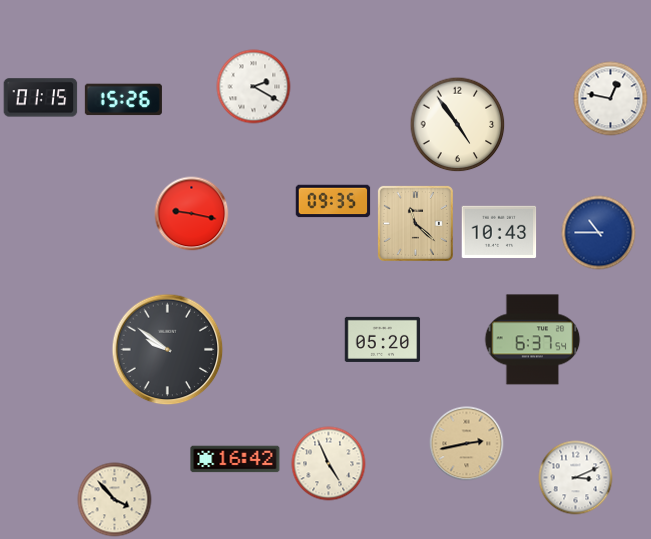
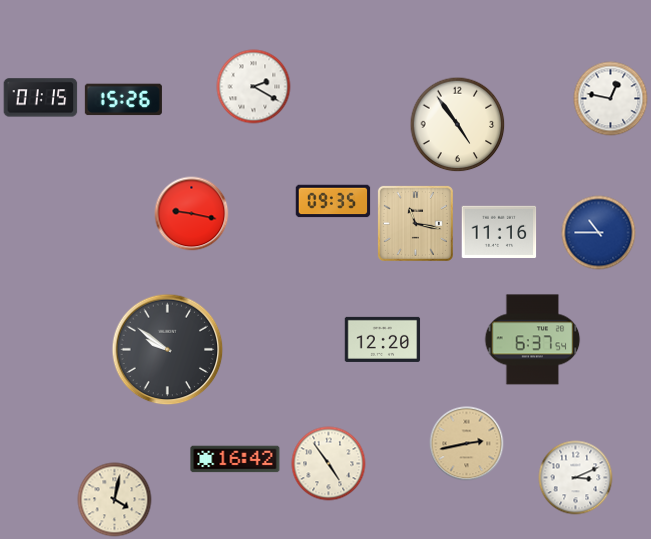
clock at (415, 223): 11:22 -> 11:17
clock at (499, 231): 10:43 -> 11:16
clock at (383, 339): 05:20 -> 12:20
clock at (329, 464): 4:56 -> 4:54
clock at (115, 500): 3:53 -> 4:02
